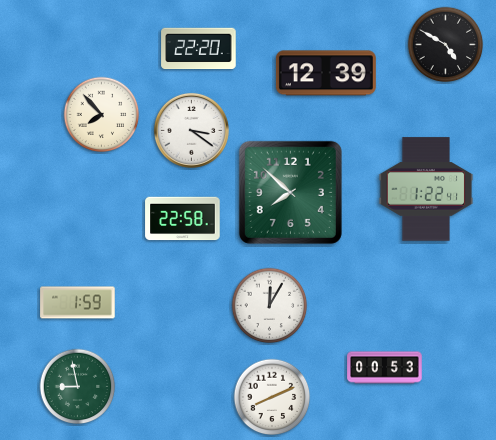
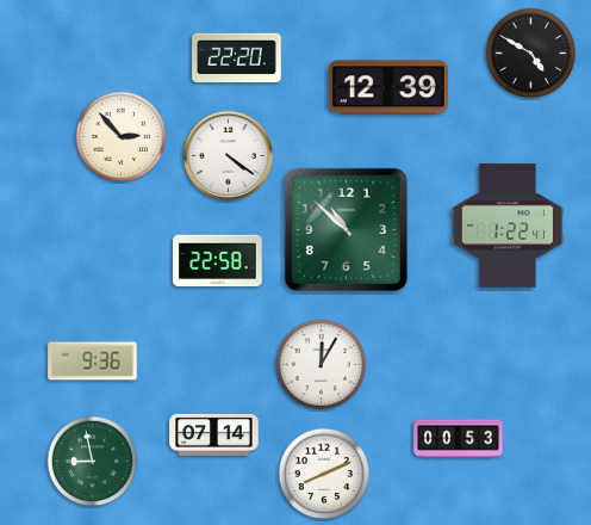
clock at (102, 115): 7:53 -> 2:53
clock at (191, 130): 3:21 -> 4:21
clock at (290, 192): 7:52 -> 10:52
clock at (78, 303): 1:59 -> 9:36
clock at (214, 434): none -> 07:14
